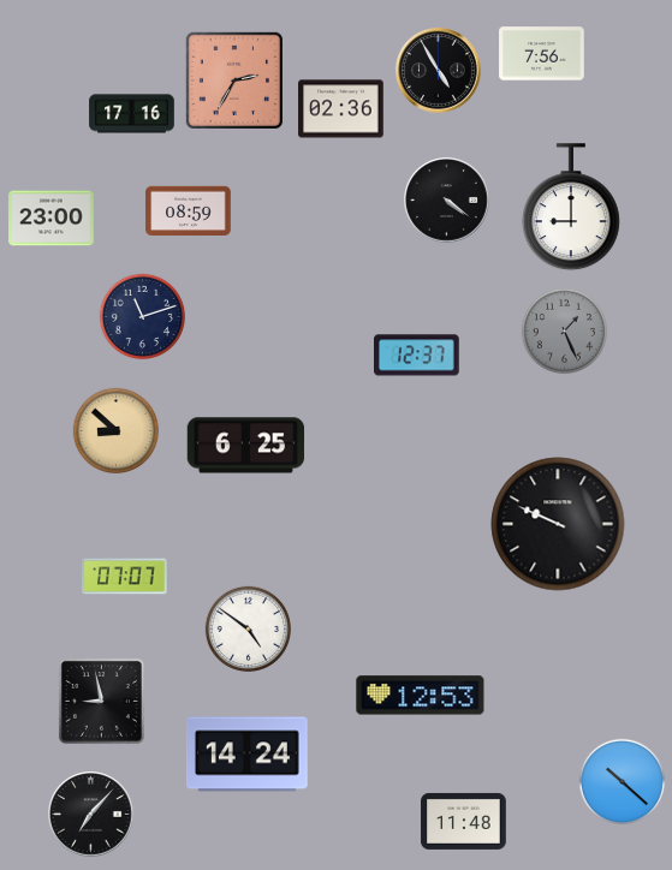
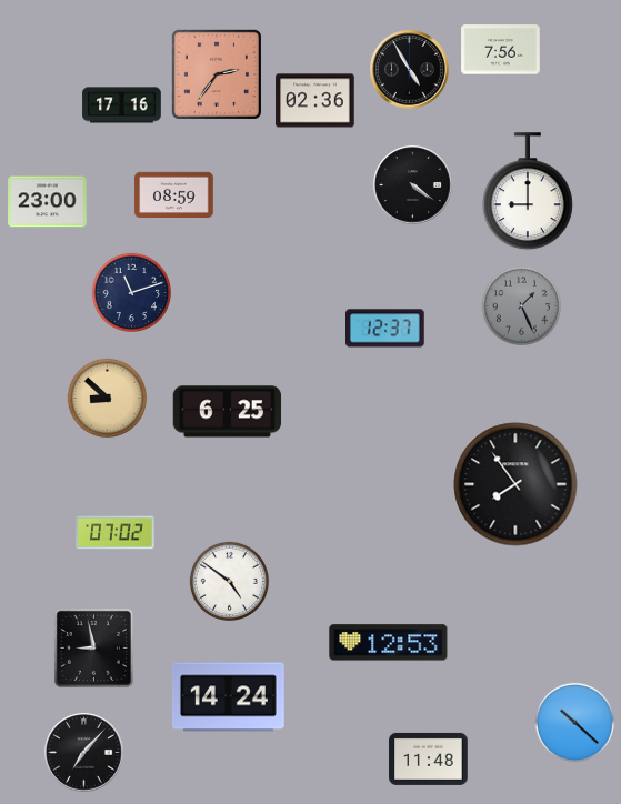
clock at (439, 71) position: (439, 71) -> (410, 70)
clock at (234, 81): 2:35 -> 2:36
clock at (558, 524): 9:49 -> 7:54
clock at (125, 577): 07:07 -> 07:02
